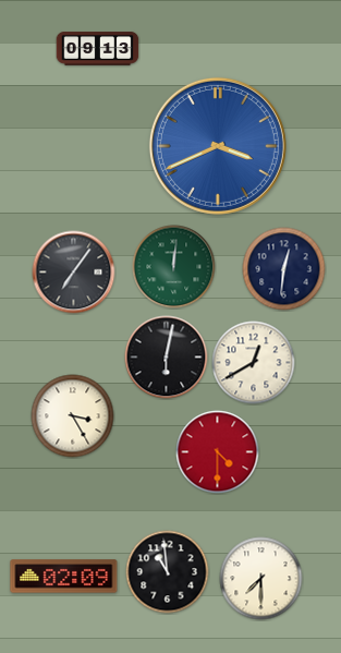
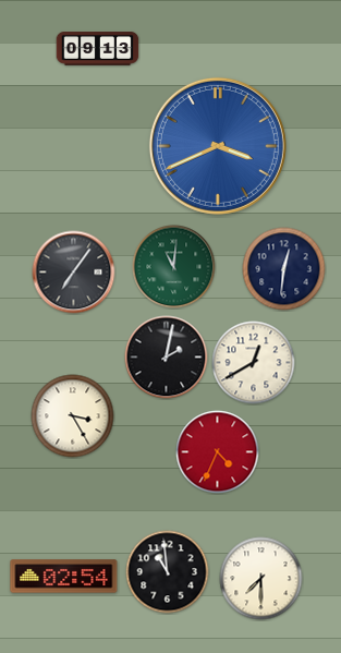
clock at (174, 267): 12:01 -> 11:01
clock at (167, 358): 6:02 -> 2:02
clock at (218, 452): 4:30 -> 4:34
clock at (64, 577): 02:09 -> 02:54
